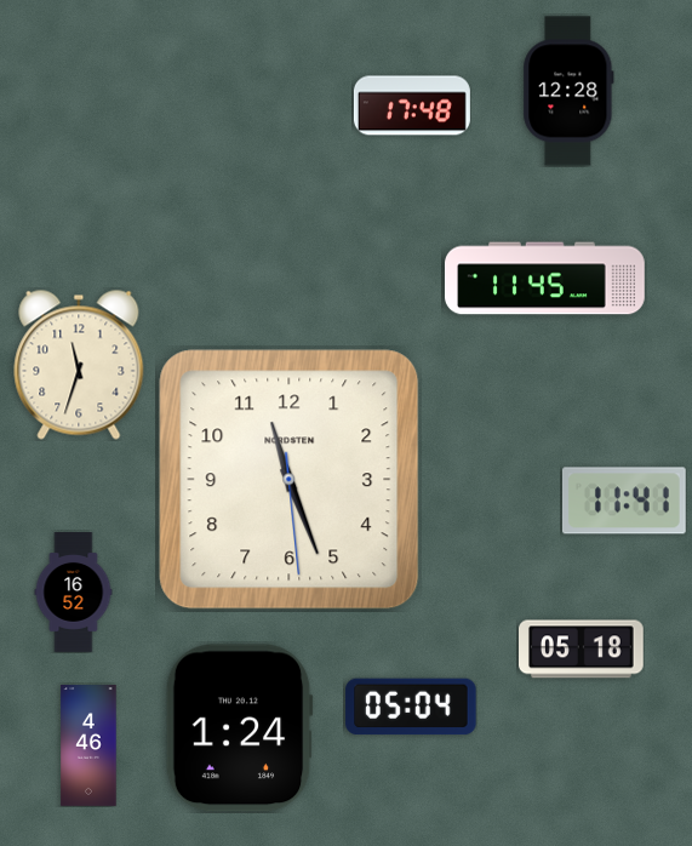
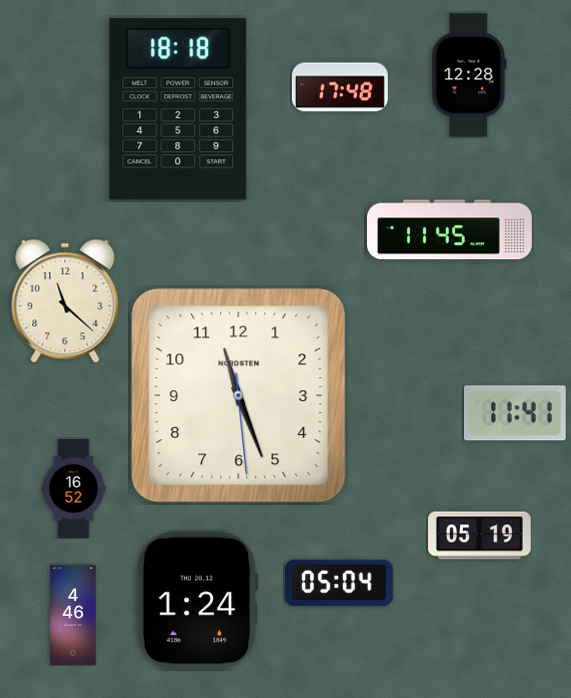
clock at (178, 109): none -> 18:18
clock at (79, 365): 11:33 -> 11:22
clock at (74, 593) position: (74, 593) -> (74, 489)
clock at (582, 650): 05:18 -> 05:19
